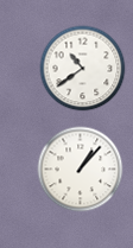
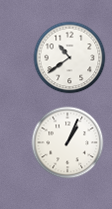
clock at (81, 170): 1:07 -> 1:04
